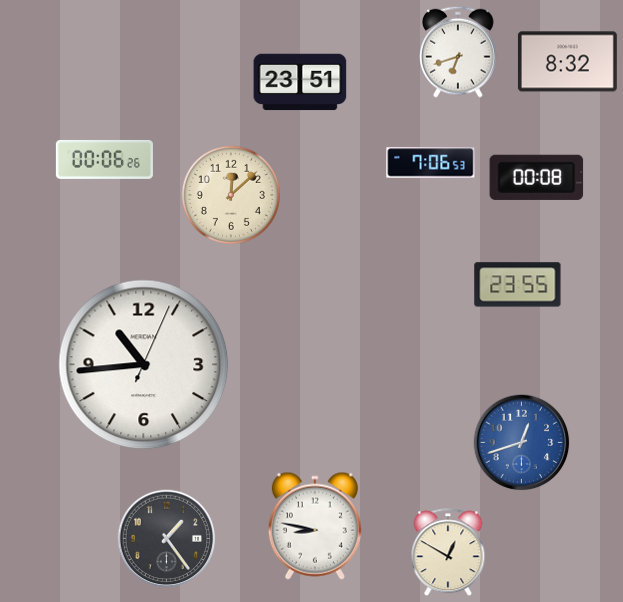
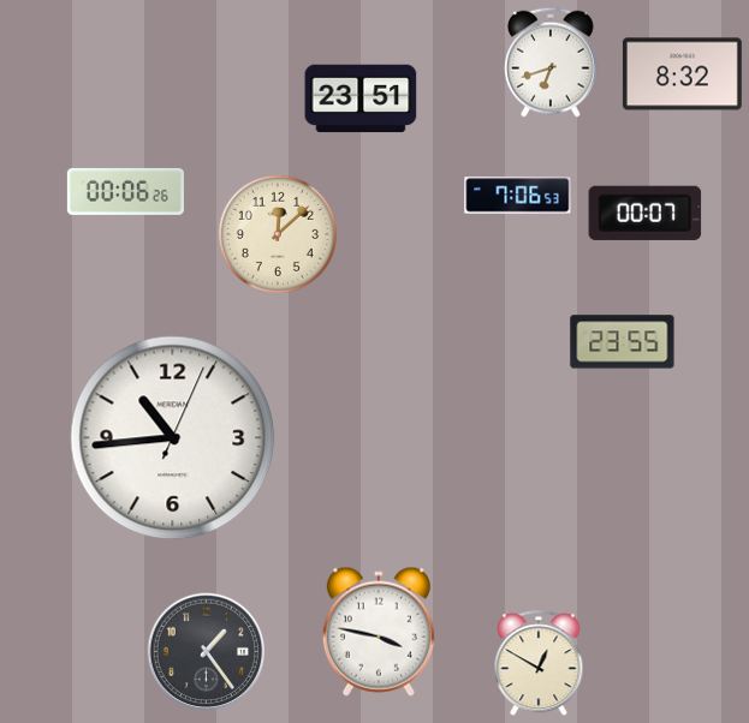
clock at (537, 177): 00:08 -> 00:07
clock at (522, 443): 12:42 -> none
clock at (315, 526): 8:47 -> 3:47
clock at (167, 539) position: (167, 539) -> (207, 652)
